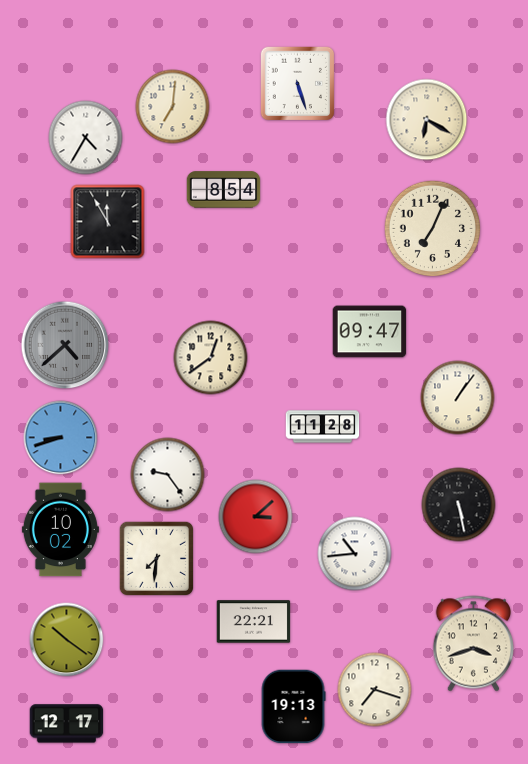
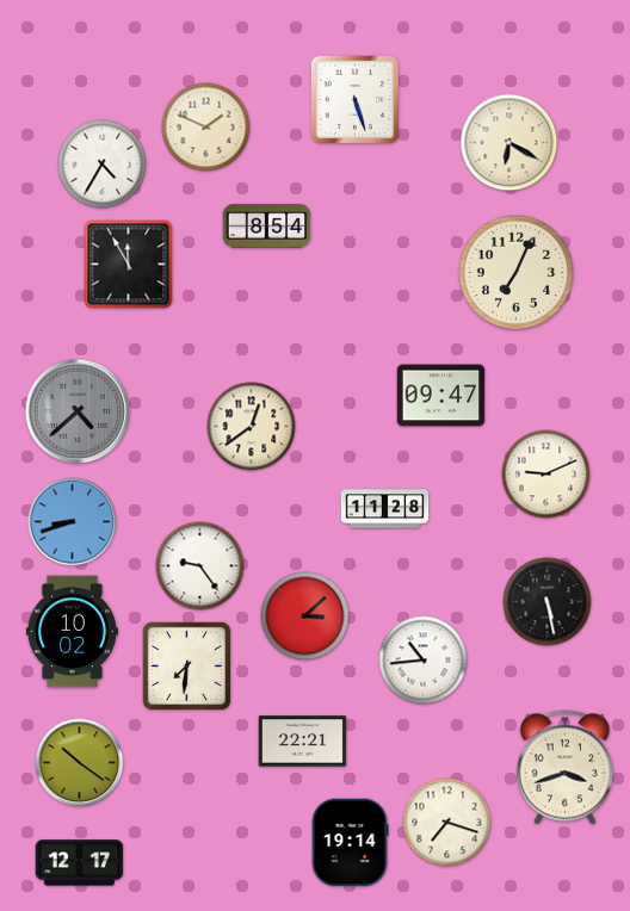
clock at (173, 107): 7:01 -> 1:49
clock at (458, 398): 1:06 -> 9:11
clock at (293, 707): 19:13 -> 19:14
